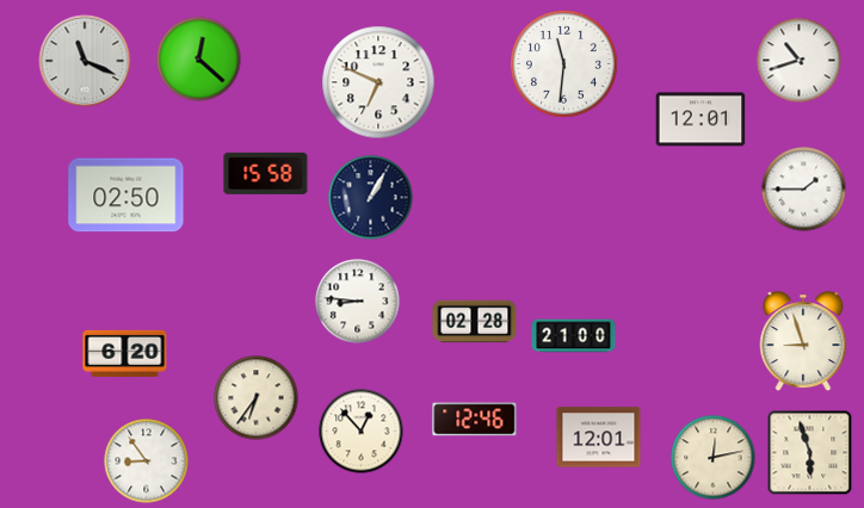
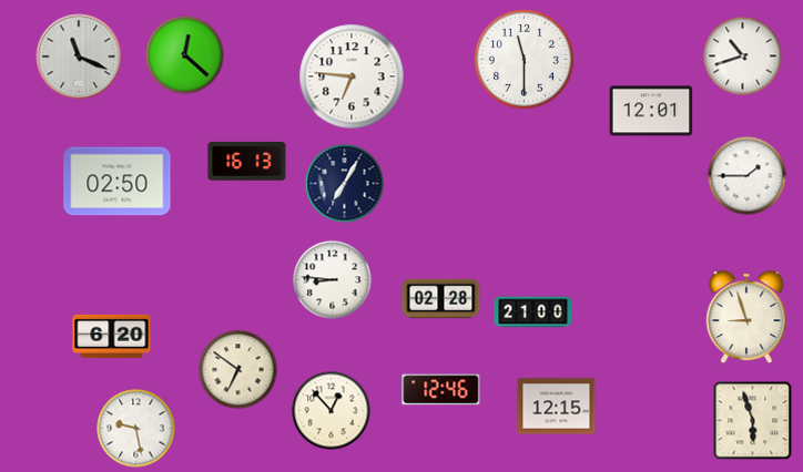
clock at (564, 64): 11:31 -> 11:30
clock at (378, 82): 6:49 -> 6:46
clock at (266, 173): 15:58 -> 16:13
clock at (371, 198): 1:05 -> 7:05
clock at (125, 353) position: (125, 353) -> (112, 336)
clock at (257, 398): 6:36 -> 6:51
clock at (362, 432) position: (362, 432) -> (332, 411)
clock at (599, 438): 12:01 -> 12:15
clock at (714, 458): 12:13 -> none
clock at (147, 461): 8:54 -> 9:28
